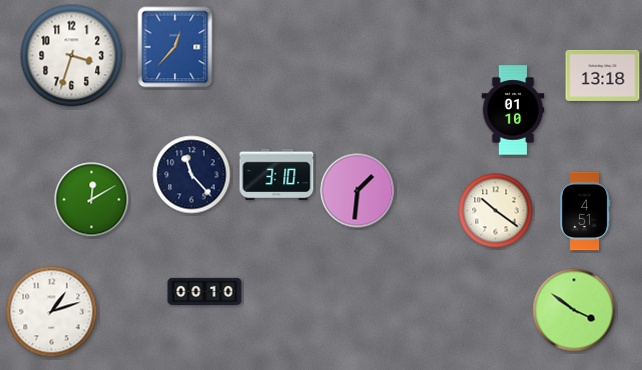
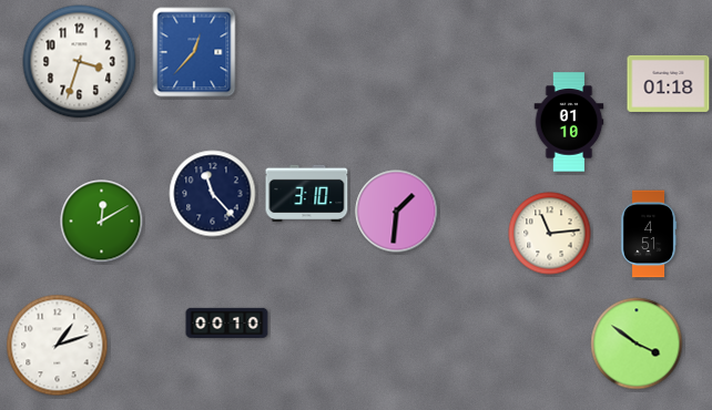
clock at (603, 75): 13:18 -> 01:18
clock at (496, 211): 10:21 -> 11:14
